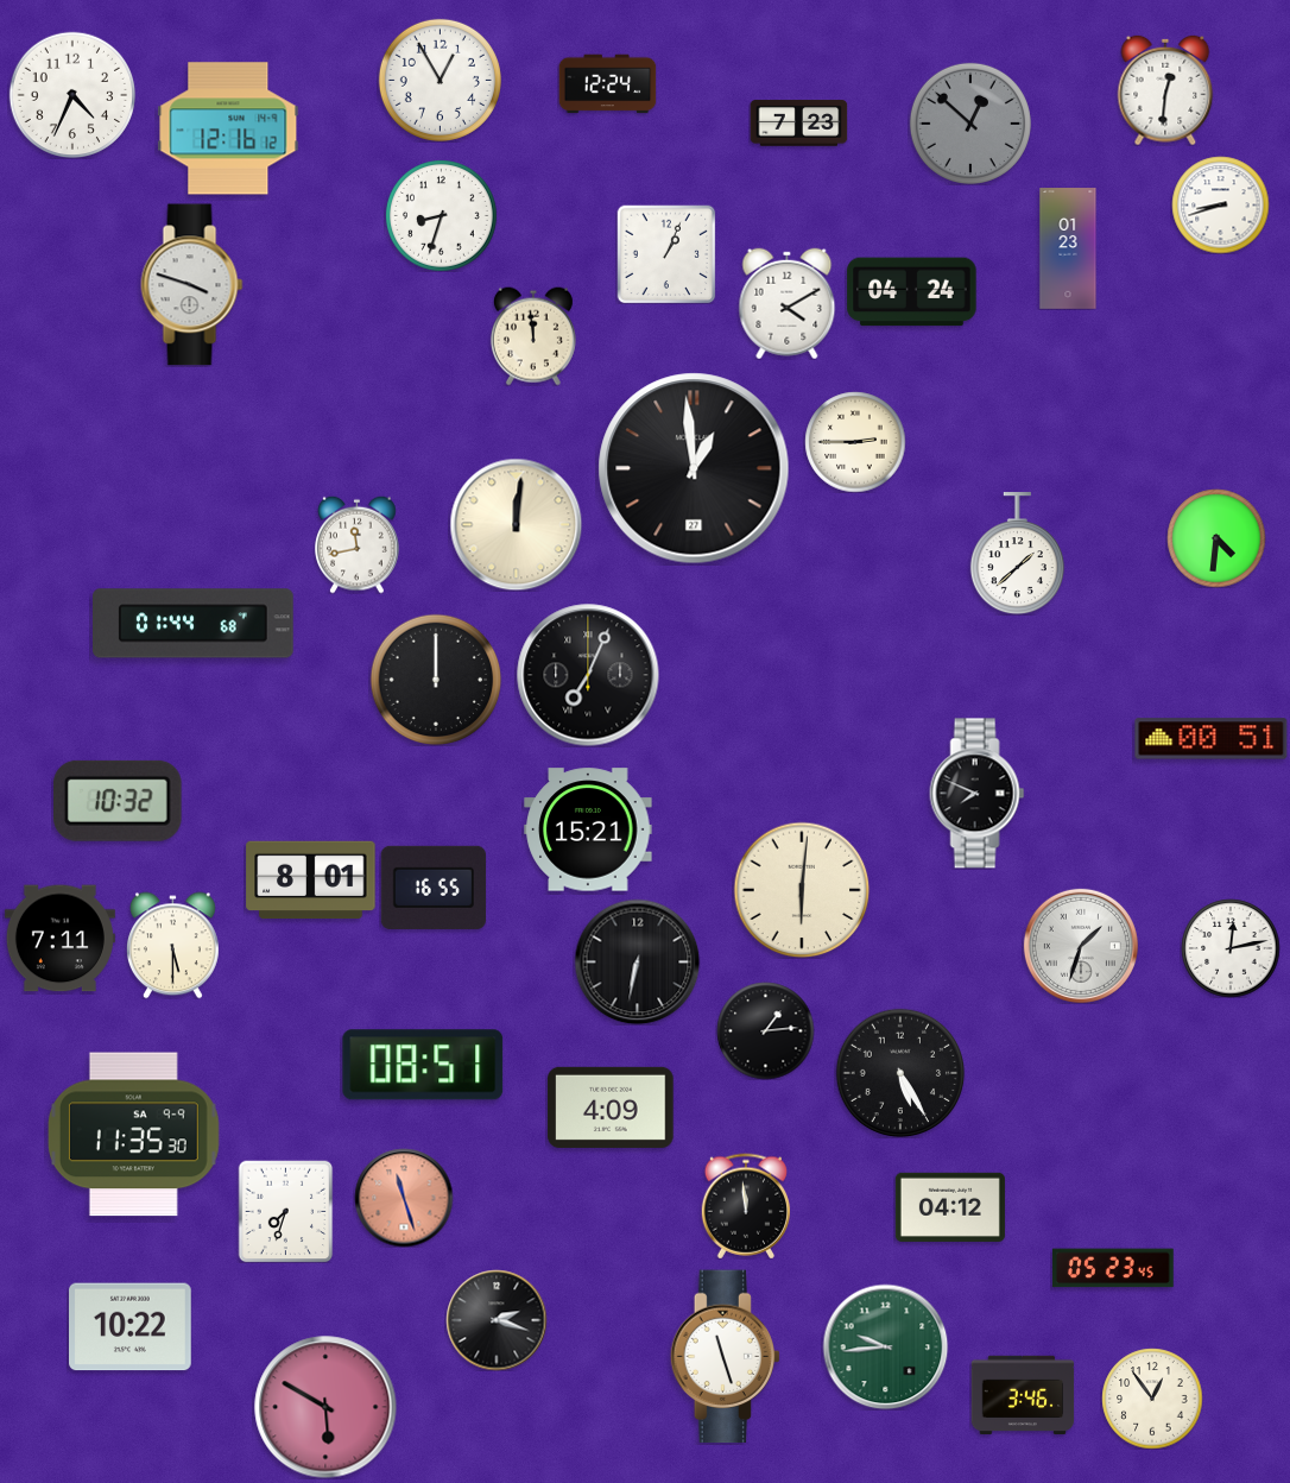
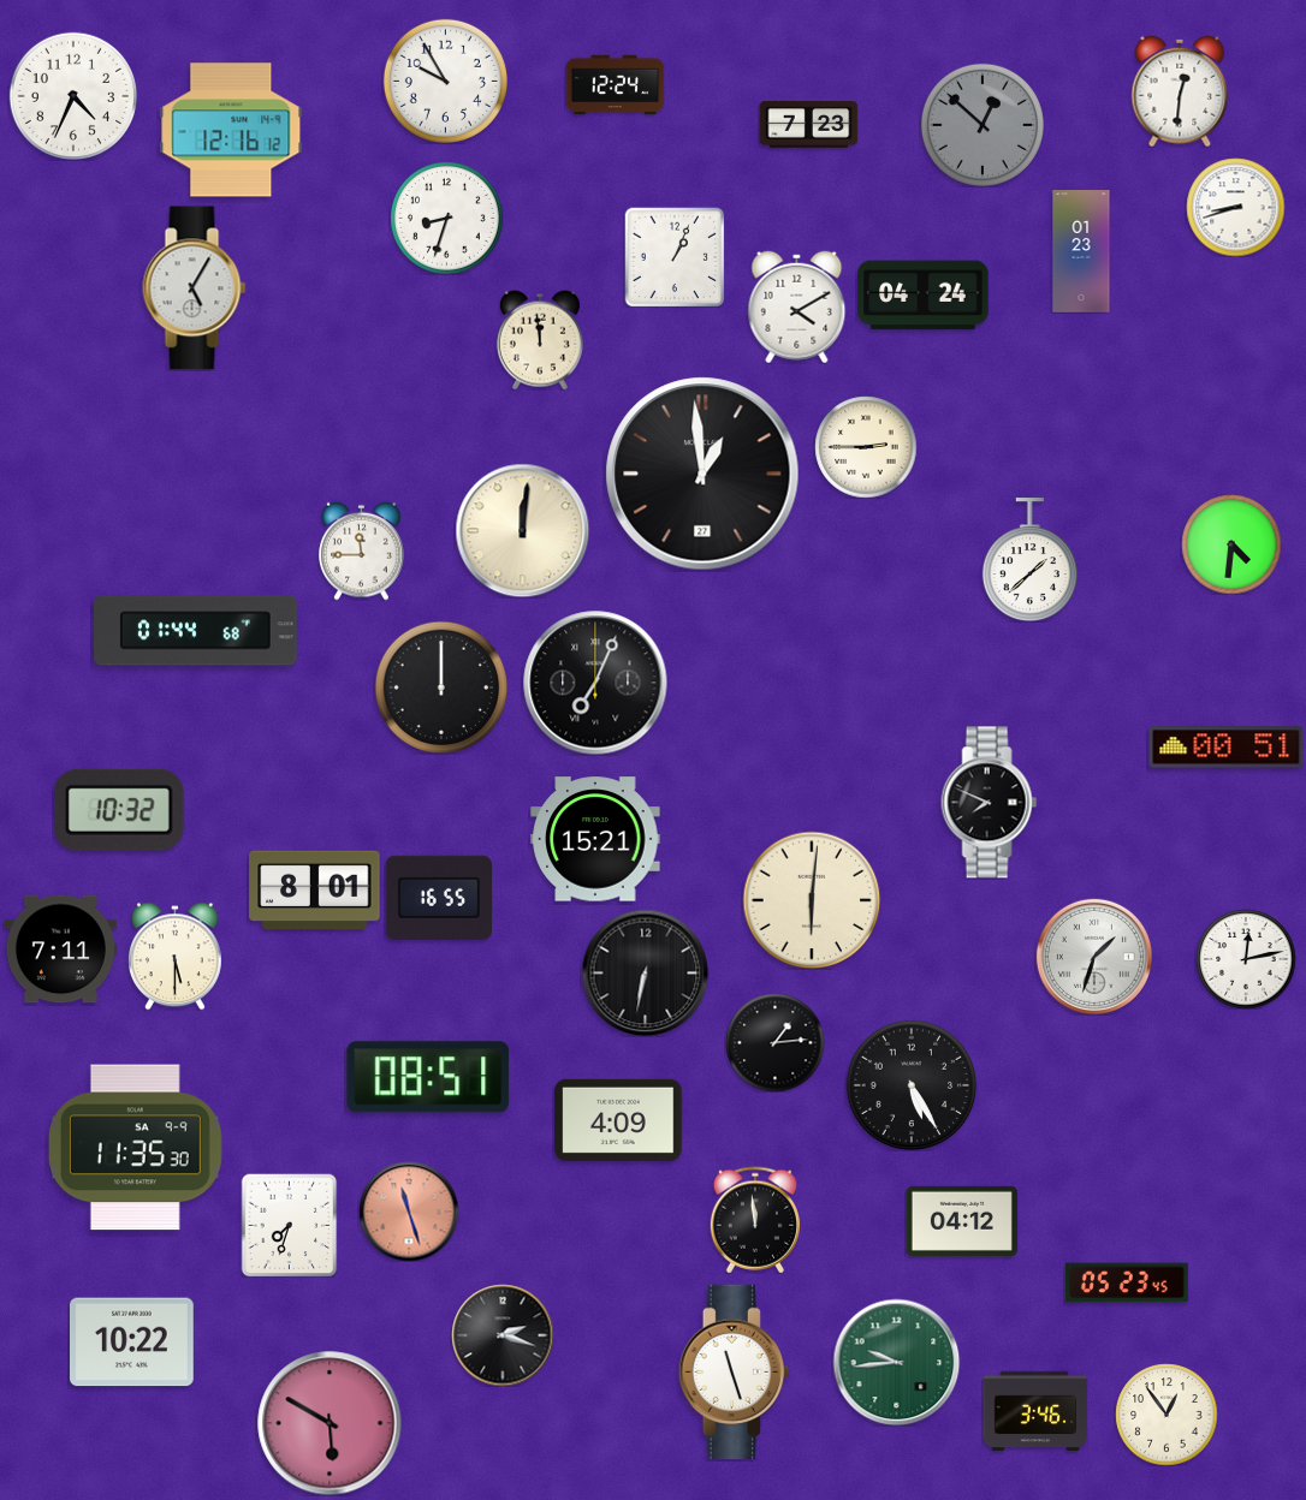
clock at (440, 80): 12:55 -> 9:55
clock at (192, 285): 3:48 -> 5:05
clock at (358, 544): 11:43 -> 11:45
